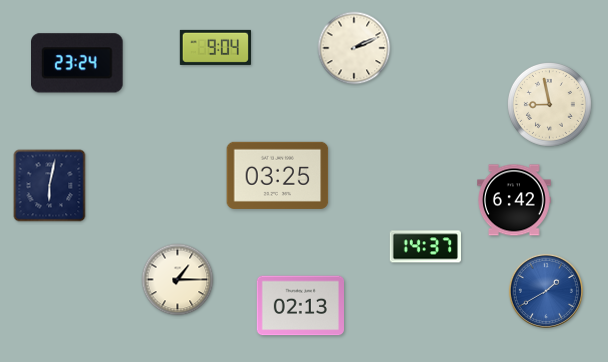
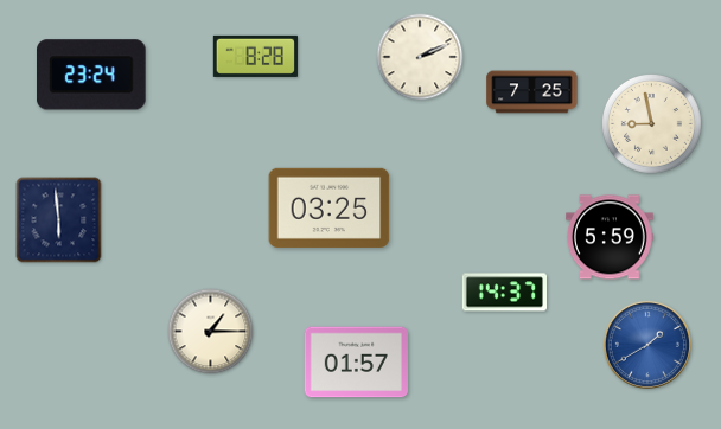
clock at (215, 47): 9:04 -> 8:28
clock at (532, 92): none -> 7:25
clock at (50, 186): 6:02 -> 5:59
clock at (515, 200): 6:42 -> 5:59
clock at (300, 306): 02:13 -> 01:57
